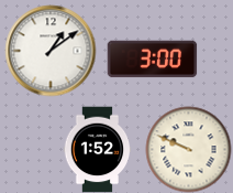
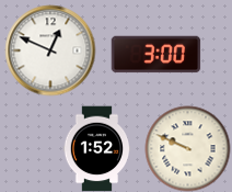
clock at (51, 51): 1:09 -> 12:49
clock at (152, 60) position: (152, 60) -> (155, 55)
